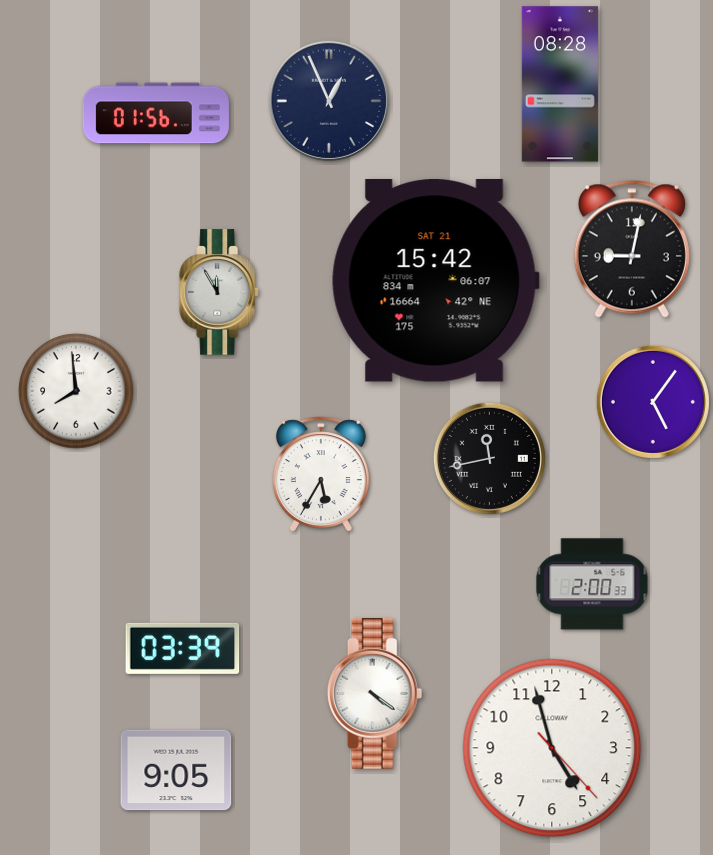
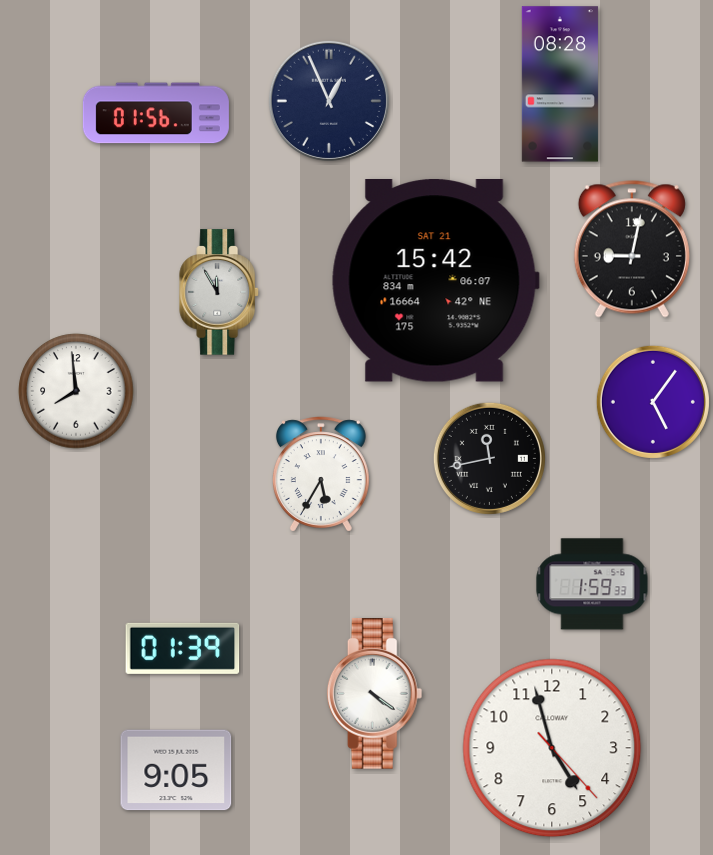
clock at (592, 584): 2:00 -> 1:59
clock at (183, 648): 03:39 -> 01:39
